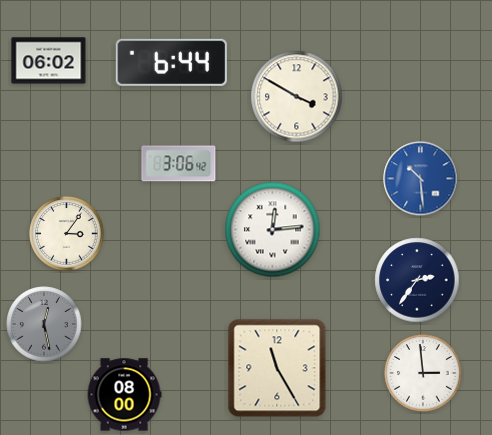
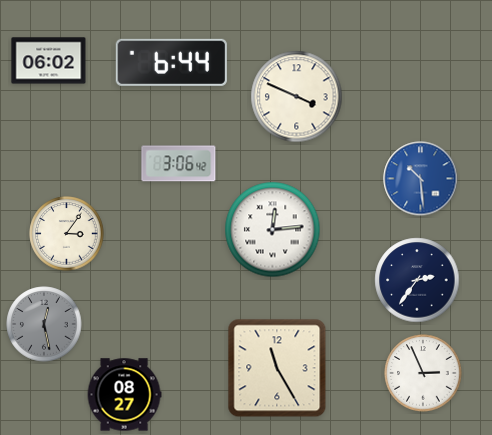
clock at (297, 97): 3:50 -> 3:49
clock at (423, 373): 2:59 -> 2:56
clock at (124, 395): 08:00 -> 08:27
